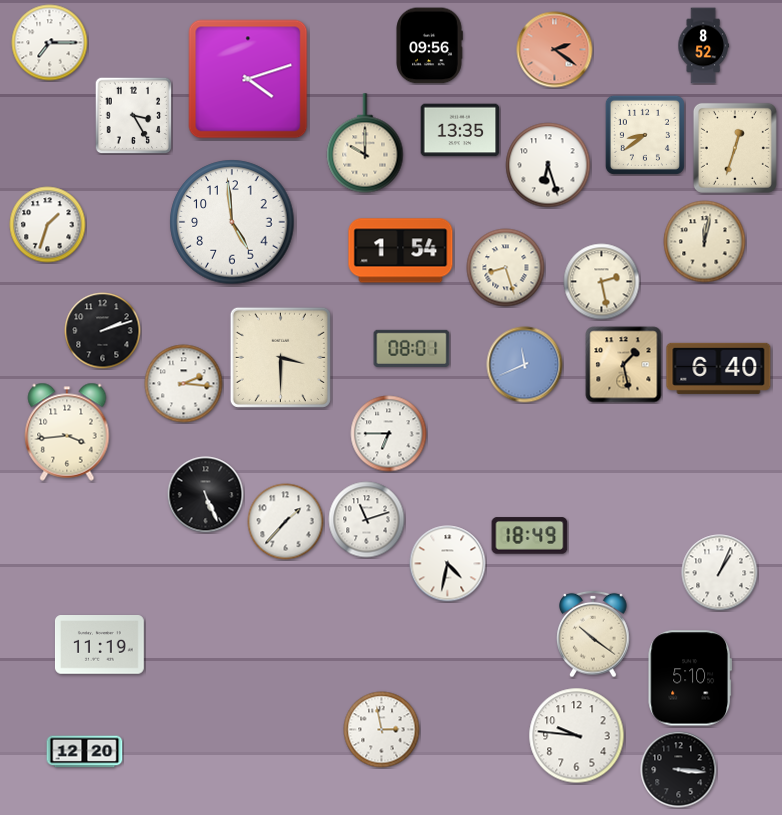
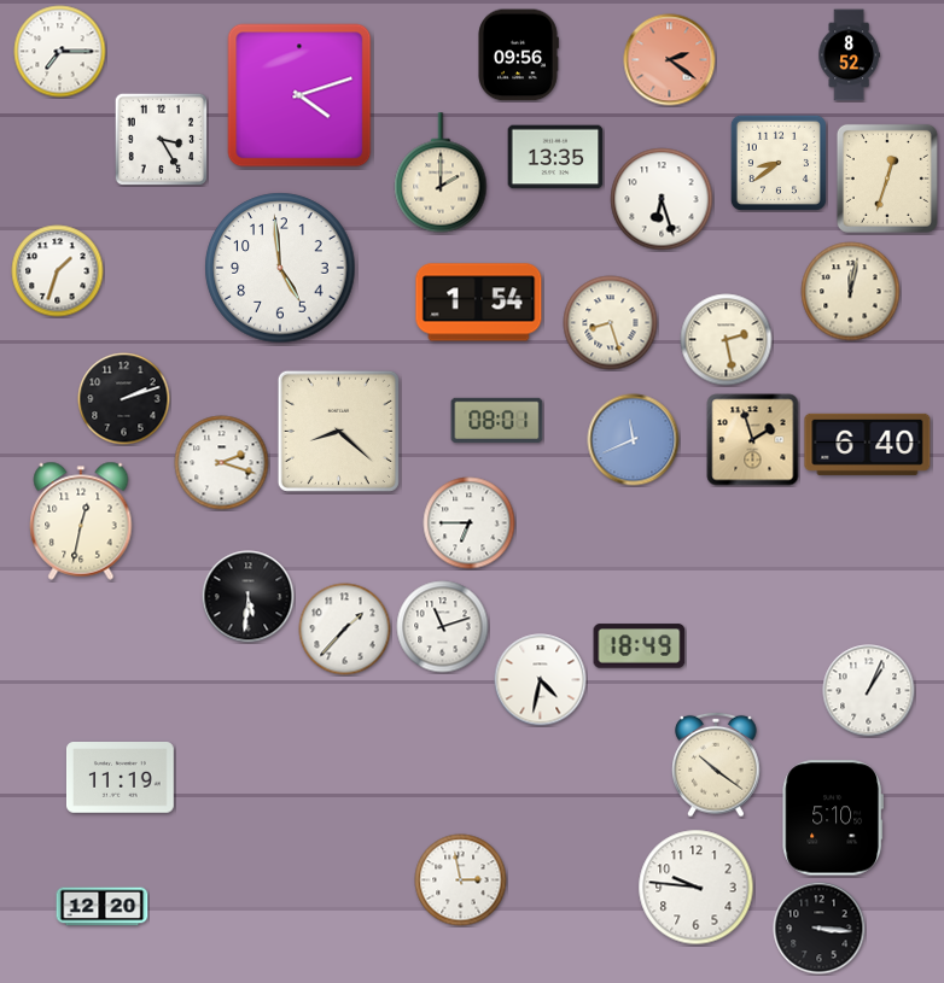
clock at (365, 143): 10:00 -> 2:00
clock at (401, 251) position: (401, 251) -> (479, 303)
clock at (280, 357): 3:30 -> 8:22
clock at (624, 365): 1:28 -> 1:57
clock at (184, 384): 2:16 -> 2:18
clock at (67, 432): 3:44 -> 12:32
clock at (206, 495): 5:26 -> 5:31
